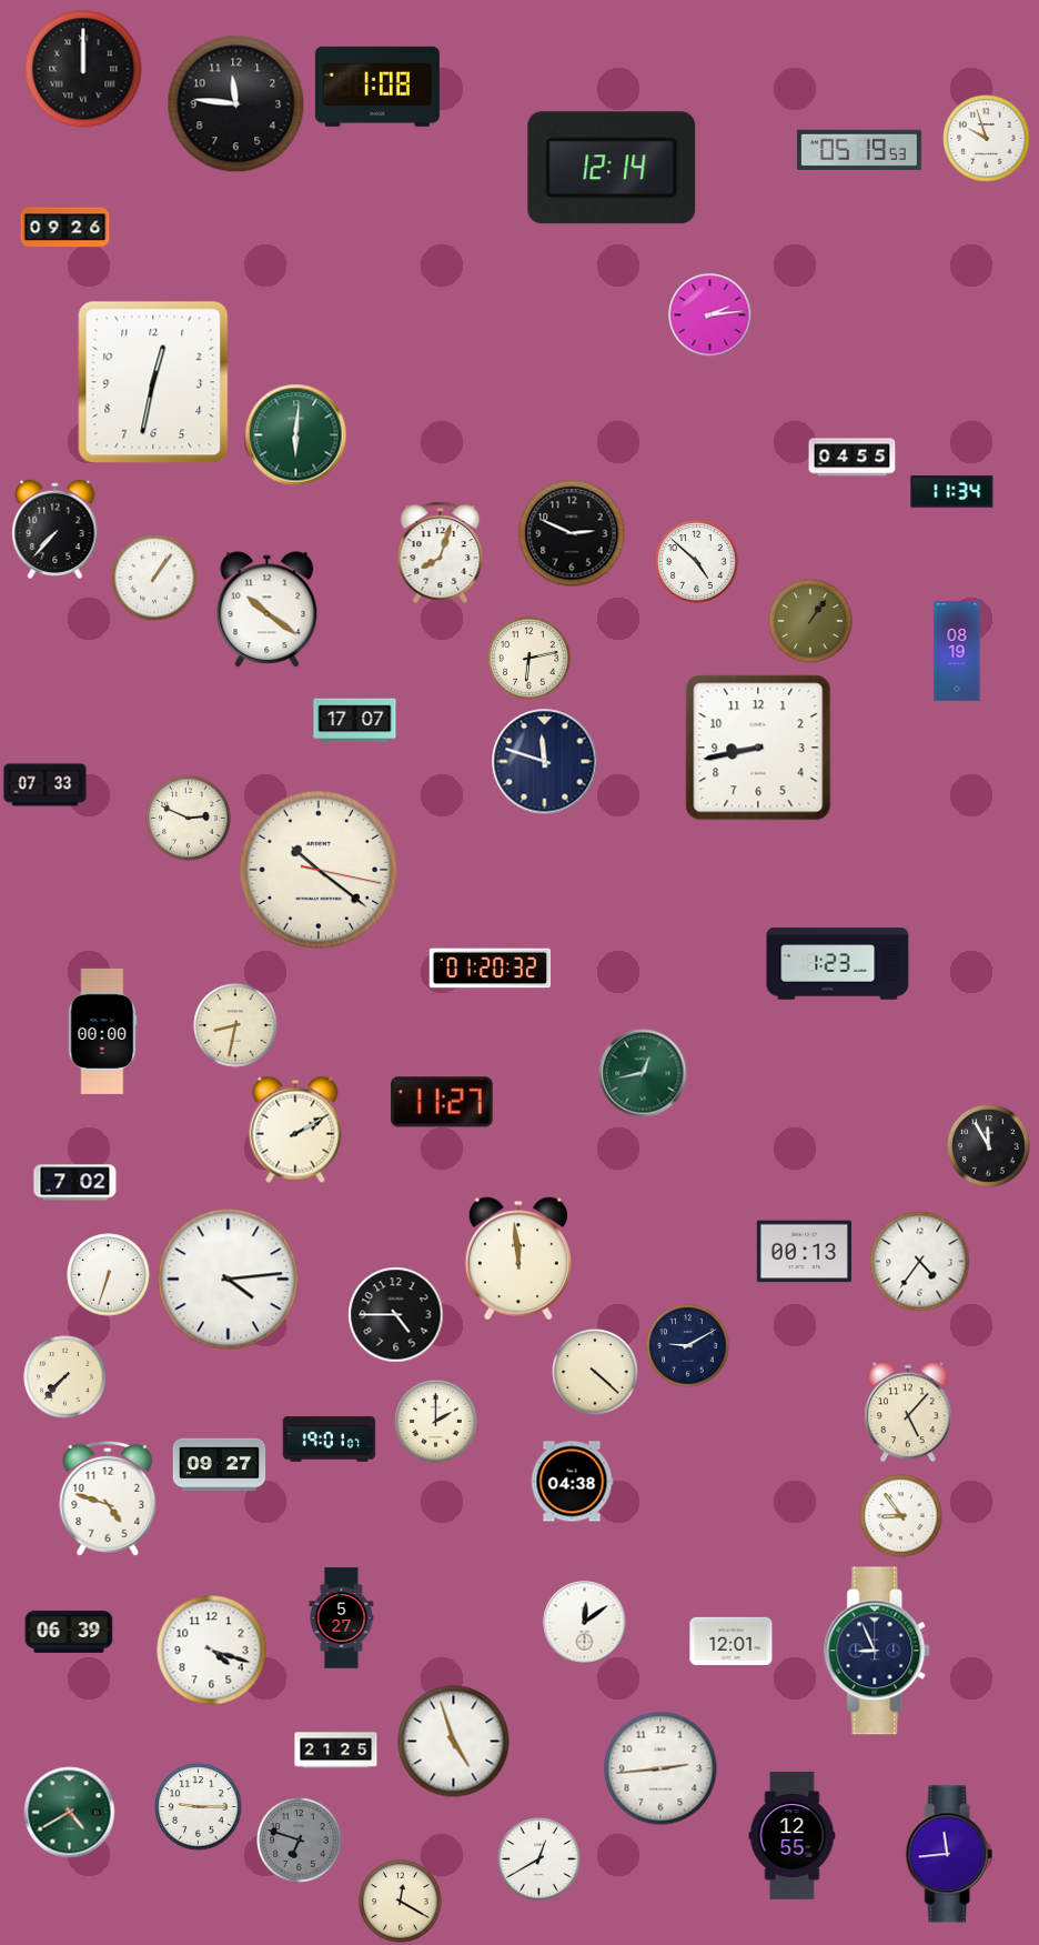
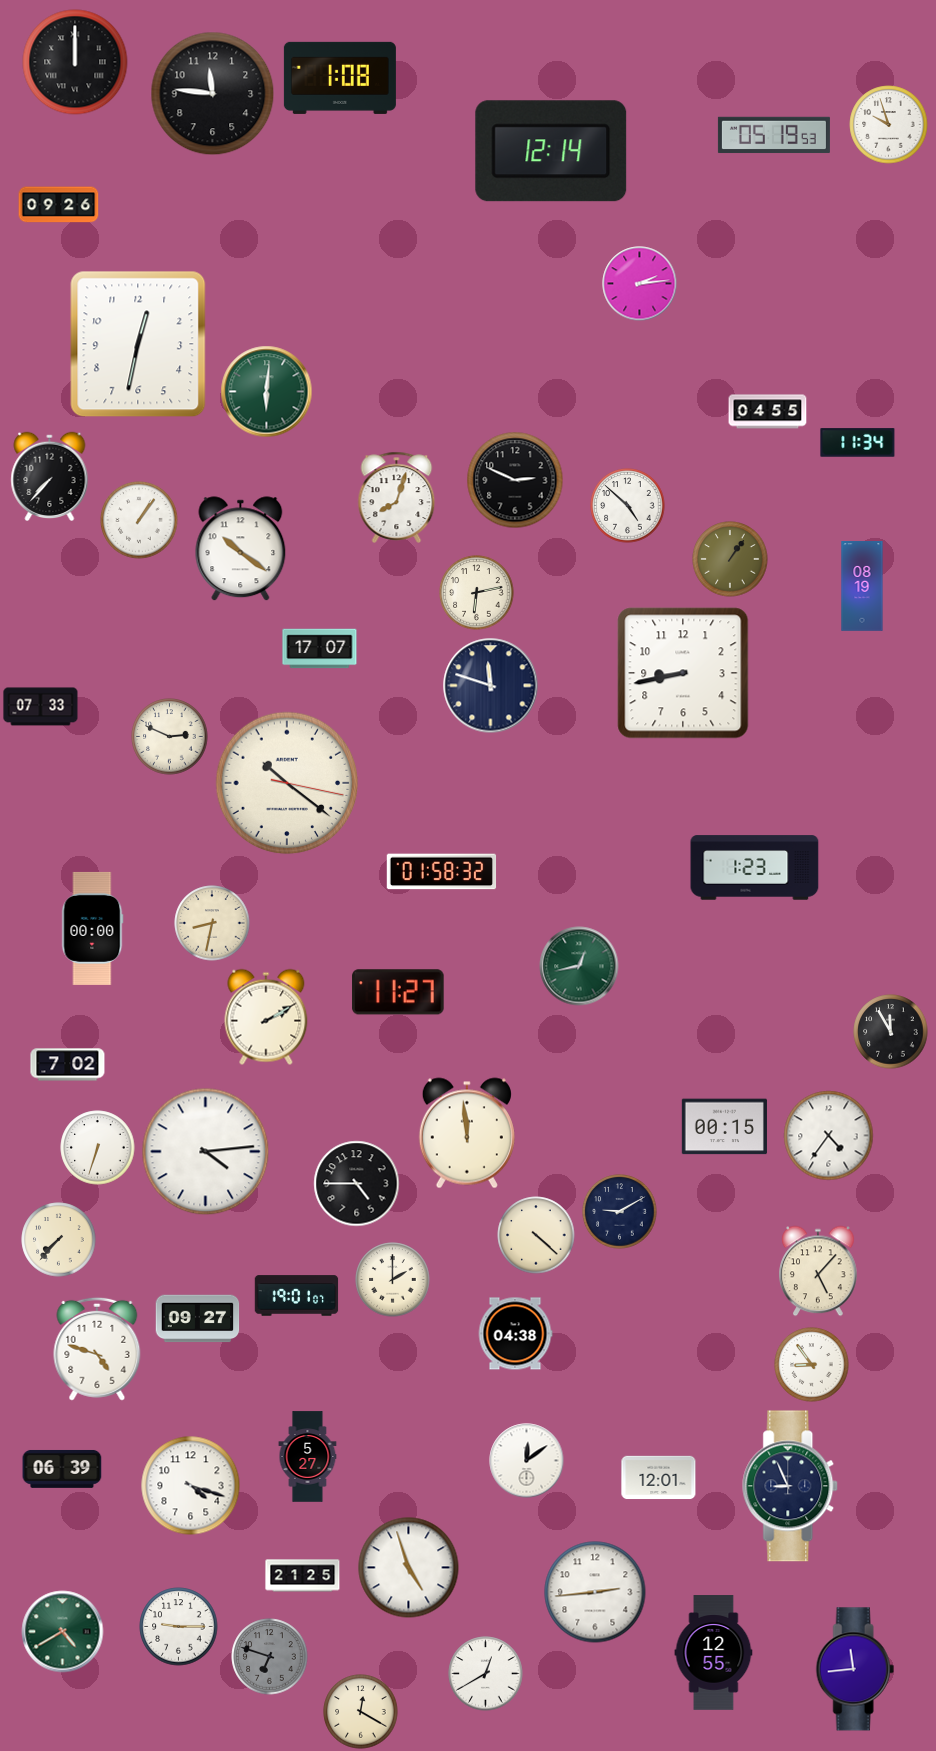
clock at (491, 969): 01:20 -> 01:58
clock at (804, 1252): 00:13 -> 00:15
